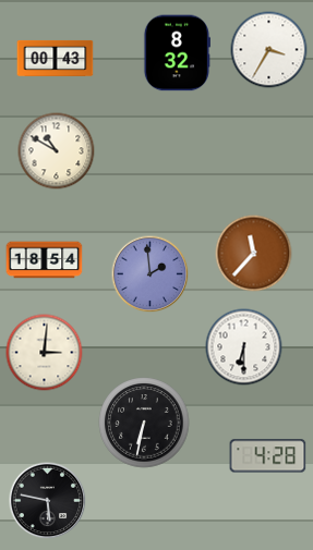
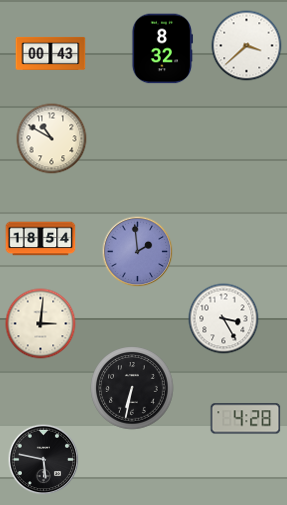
clock at (269, 50): 3:35 -> 3:38
clock at (254, 254): 11:37 -> none
clock at (244, 347): 6:30 -> 3:25
